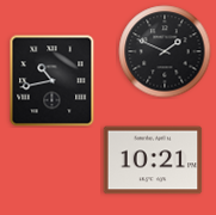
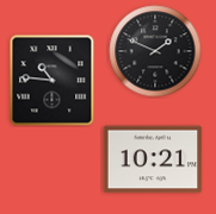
clock at (165, 51) position: (165, 51) -> (155, 51)
clock at (53, 81): 10:43 -> 10:46
